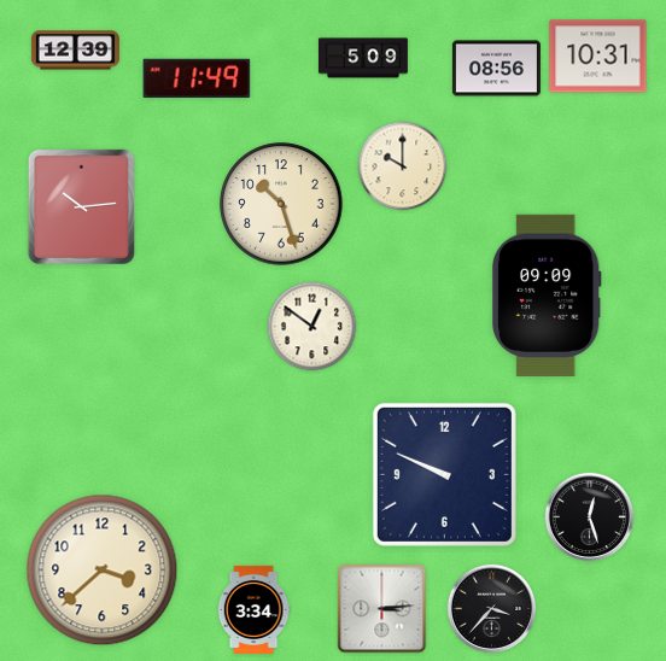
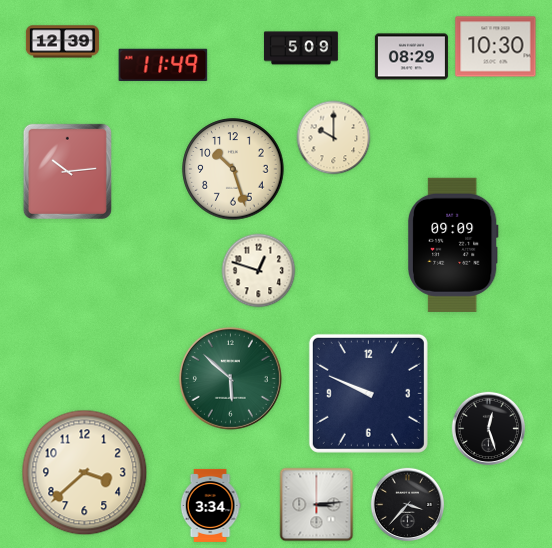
clock at (598, 57): 10:31 -> 10:30
clock at (496, 69): 08:56 -> 08:29
clock at (312, 327): 12:51 -> 12:48
clock at (230, 378): none -> 5:52
